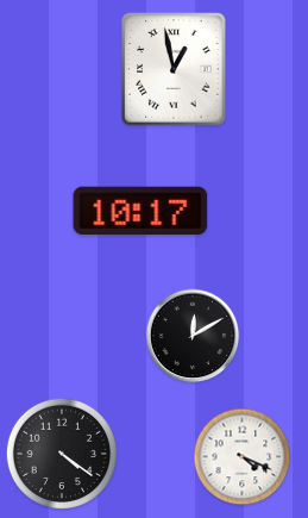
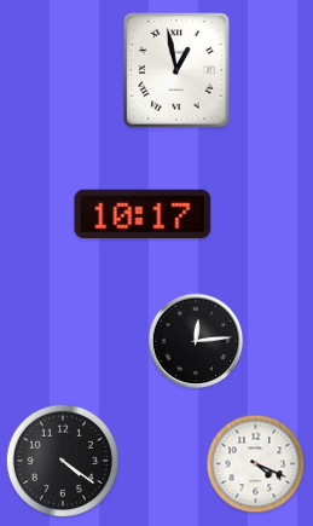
clock at (193, 336): 12:10 -> 12:14
clock at (243, 457) position: (243, 457) -> (256, 464)
